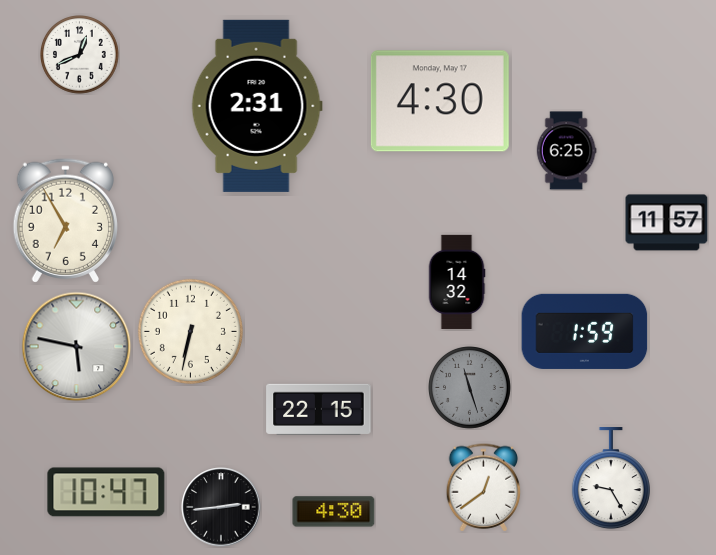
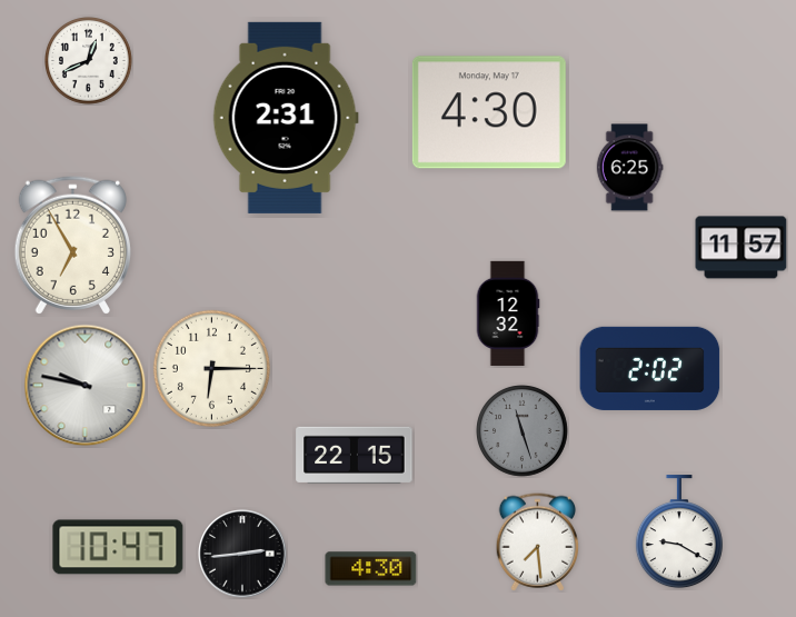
clock at (457, 282): 14:32 -> 12:32
clock at (190, 331): 6:32 -> 6:15
clock at (585, 331): 1:59 -> 2:02
clock at (77, 347): 5:47 -> 9:47
clock at (611, 479): 9:25 -> 9:20
clock at (484, 488): 12:39 -> 7:29
clock at (221, 507) position: (221, 507) -> (242, 554)
